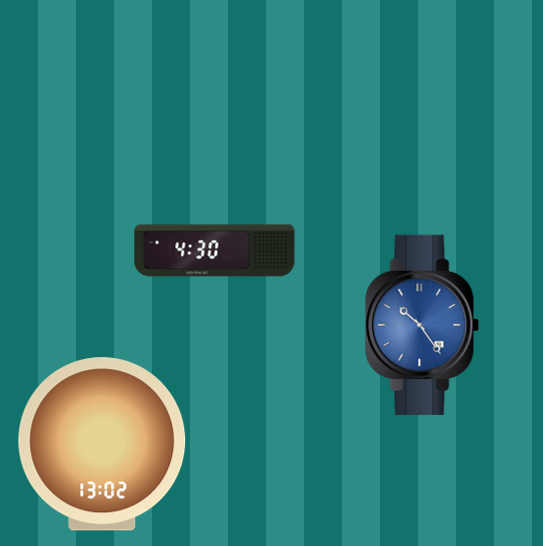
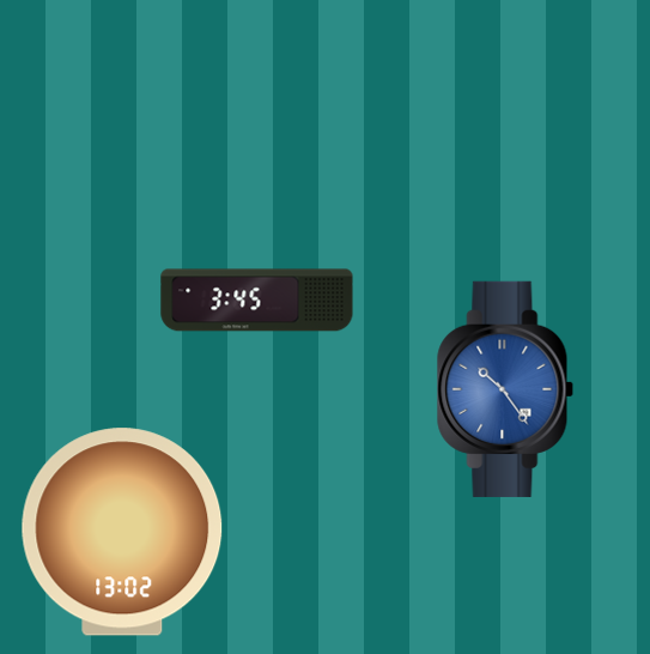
clock at (215, 251): 4:30 -> 3:45
